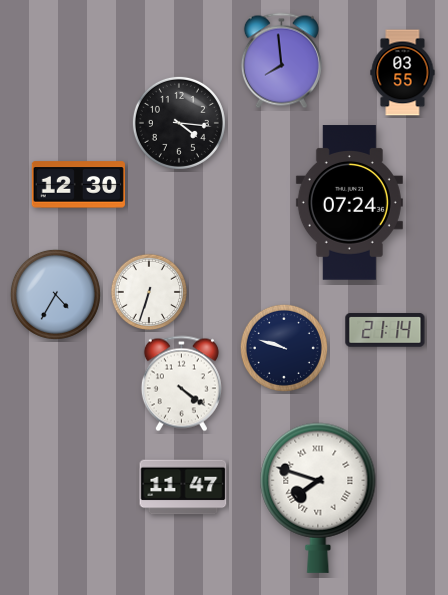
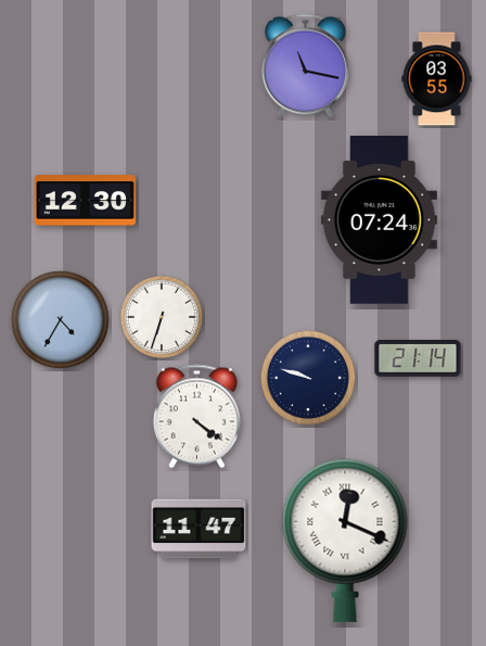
clock at (281, 61): 7:59 -> 11:17
clock at (179, 123): 4:16 -> none
clock at (318, 498): 7:48 -> 12:19
